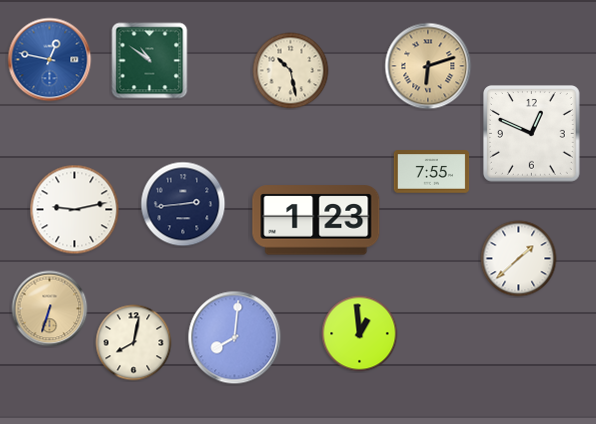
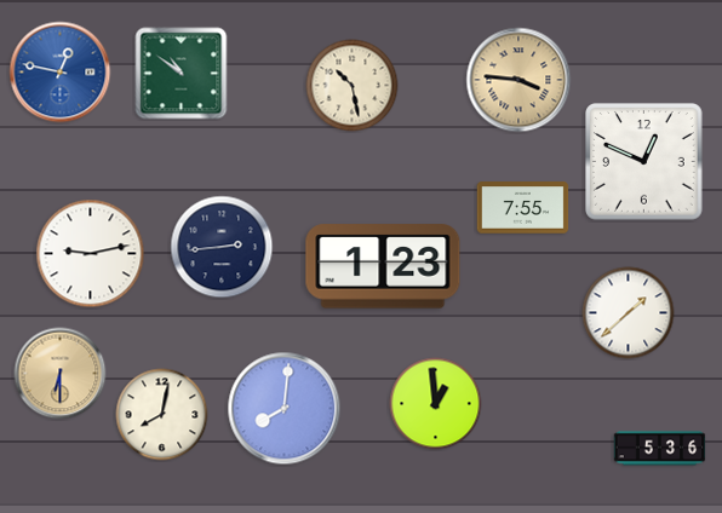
clock at (428, 66): 6:12 -> 3:46
clock at (50, 309): 6:33 -> 6:30
clock at (660, 449): none -> 5:36
